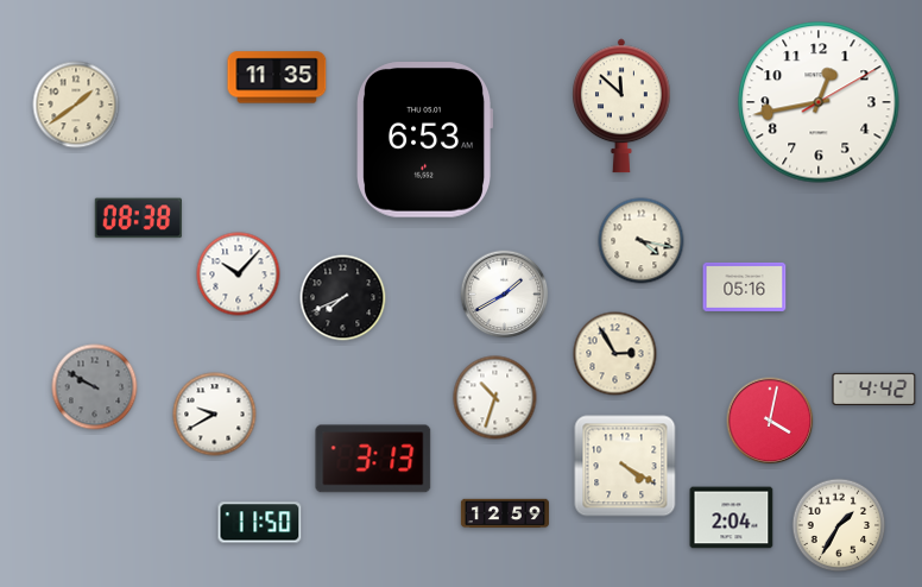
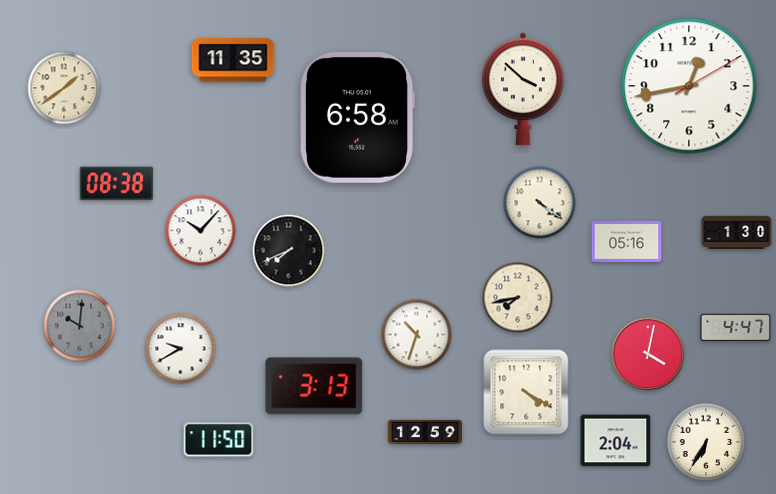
clock at (277, 77) position: (277, 77) -> (233, 60)
clock at (623, 106): 11:52 -> 3:52
clock at (424, 140): 6:53 -> 6:58
clock at (642, 241): 4:17 -> 4:21
clock at (737, 232): none -> 1:30
clock at (505, 295): 1:40 -> none
clock at (615, 354): 2:55 -> 7:43
clock at (95, 387): 9:50 -> 10:01
clock at (874, 389): 4:42 -> 4:47
clock at (732, 518) position: (732, 518) -> (616, 441)
clock at (839, 525): 1:35 -> 6:35
